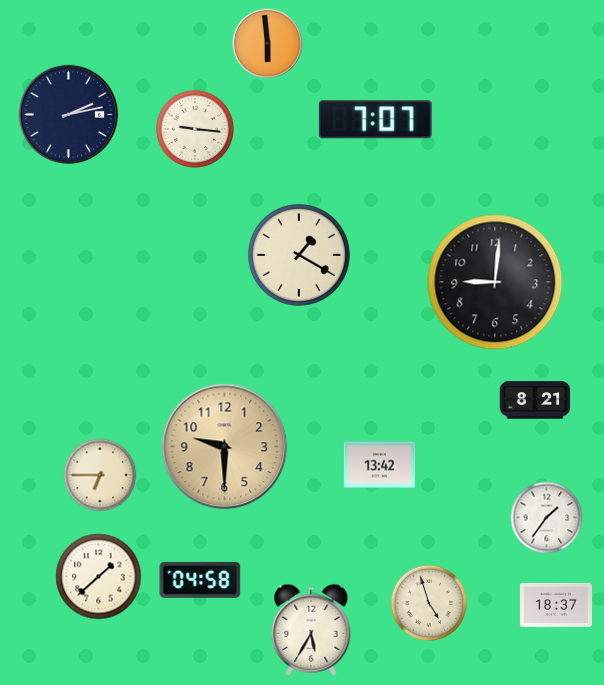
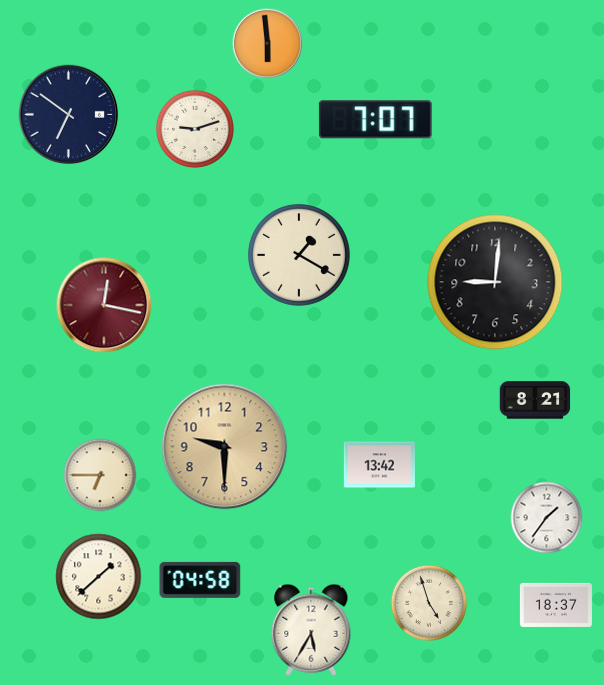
clock at (69, 115): 2:13 -> 6:51
clock at (195, 129): 9:16 -> 9:12
clock at (104, 305): none -> 12:17
